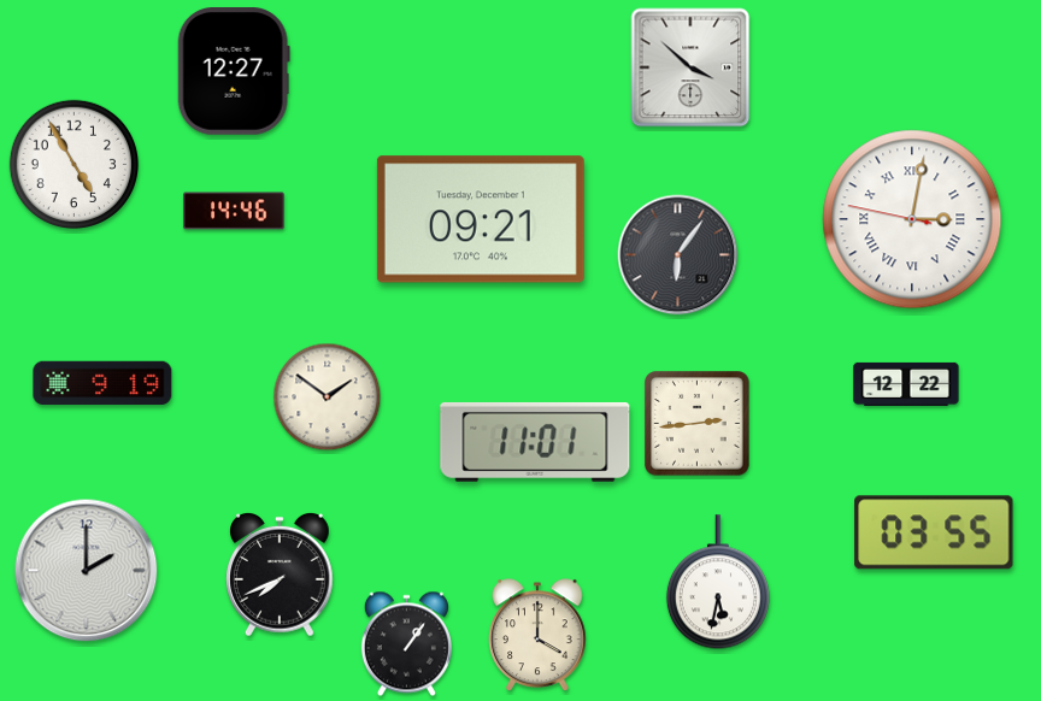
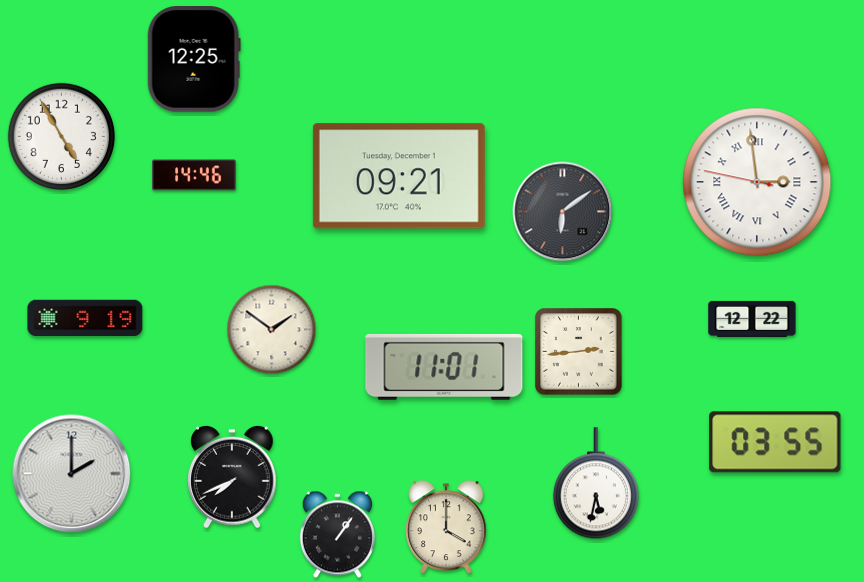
clock at (690, 67): 3:52 -> none
clock at (234, 71): 12:27 -> 12:25
clock at (481, 219) position: (481, 219) -> (399, 176)
clock at (912, 219): 3:01 -> 2:58
clock at (678, 255): 6:06 -> 6:09
